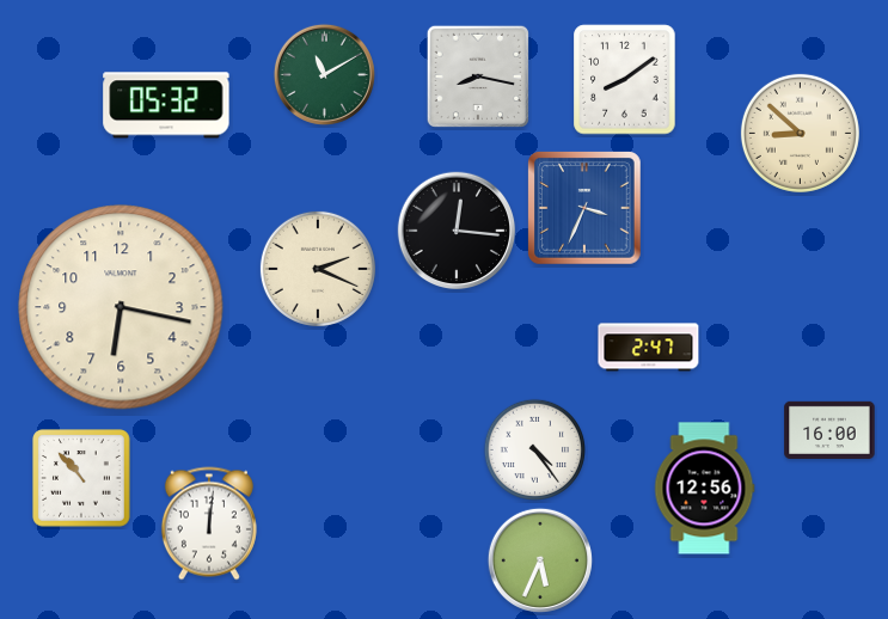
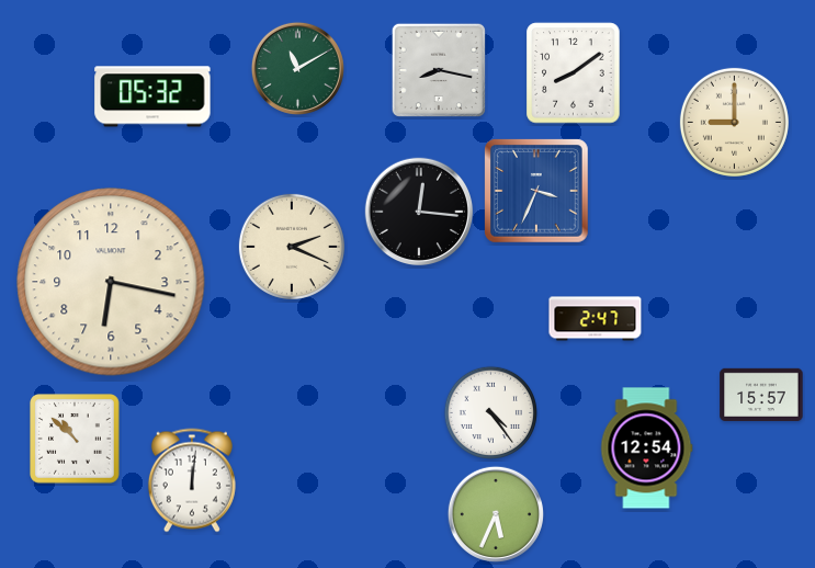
clock at (800, 133): 8:52 -> 9:00
clock at (829, 430): 16:00 -> 15:57
clock at (81, 478): 10:53 -> 10:52
clock at (704, 489): 12:56 -> 12:54
